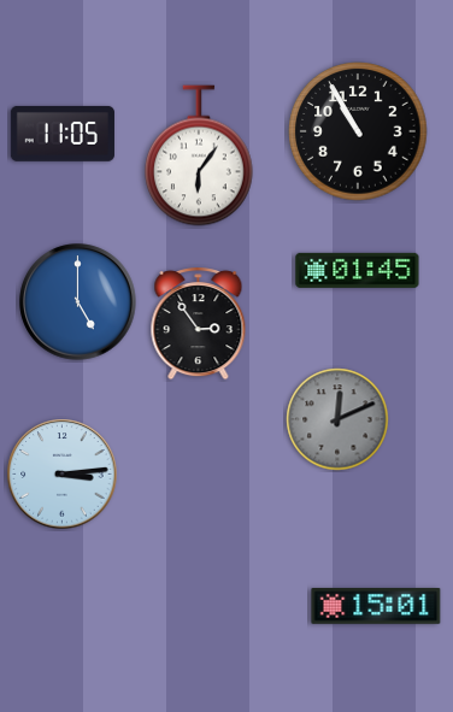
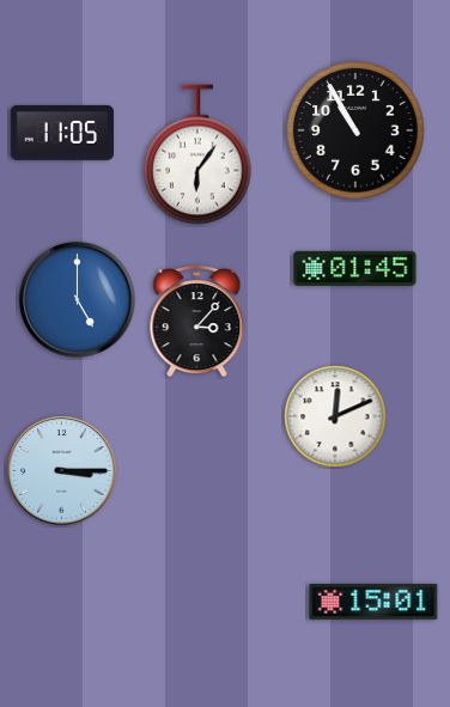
clock at (199, 324): 2:54 -> 3:07
clock at (337, 419) dial: grey -> white
clock at (63, 475): 3:14 -> 3:15
